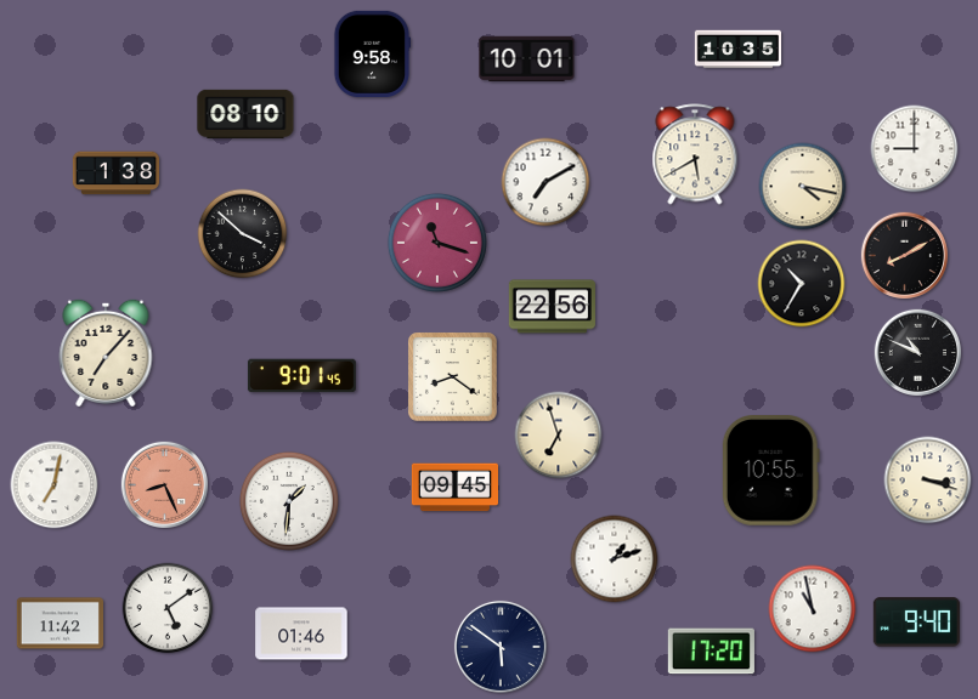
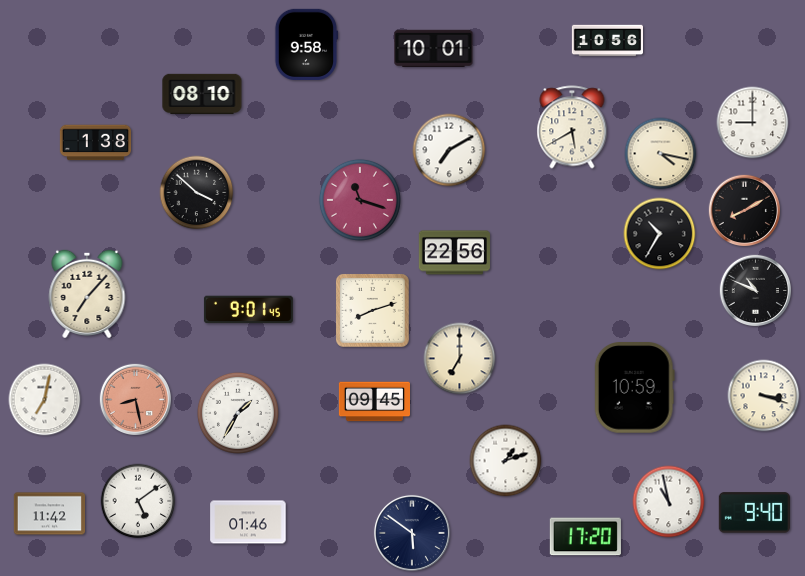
clock at (737, 50): 10:35 -> 10:56
clock at (243, 234) position: (243, 234) -> (197, 193)
clock at (106, 352) position: (106, 352) -> (87, 293)
clock at (453, 377): 8:21 -> 8:12
clock at (559, 436): 6:57 -> 7:00
clock at (770, 471): 10:55 -> 10:59
clock at (164, 484): 8:26 -> 8:28
clock at (289, 501): 1:31 -> 1:35
